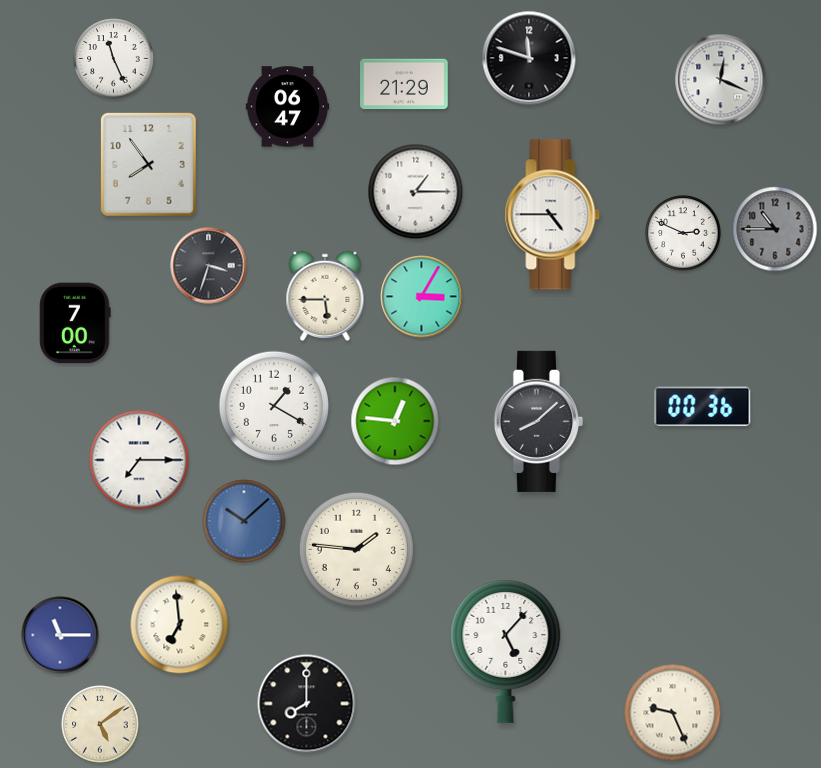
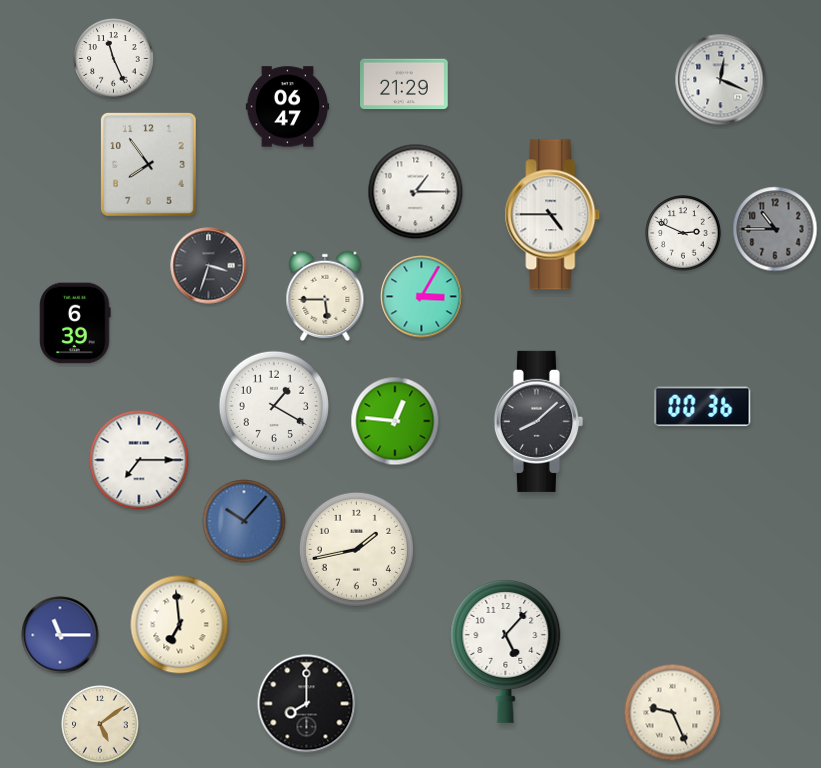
clock at (529, 58): 11:48 -> none
clock at (75, 323): 7:00 -> 6:39
clock at (244, 521): 10:08 -> 10:07
clock at (356, 549): 1:46 -> 1:43
